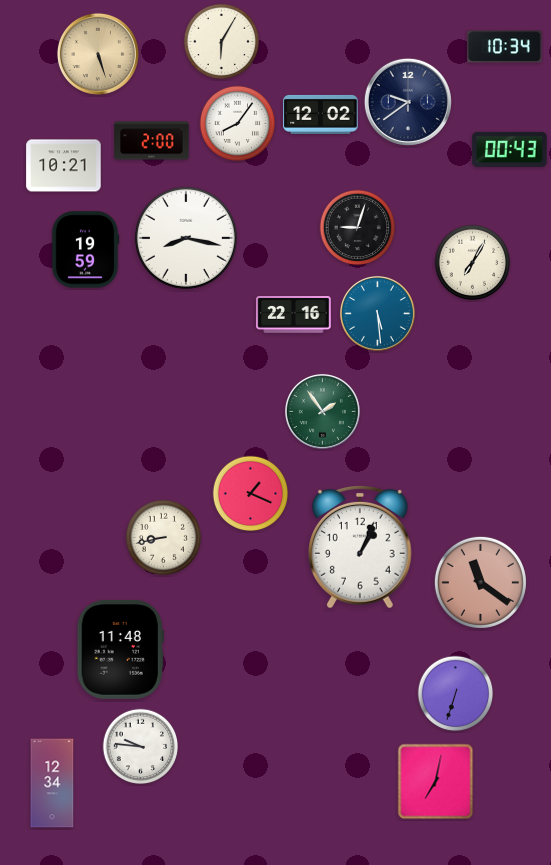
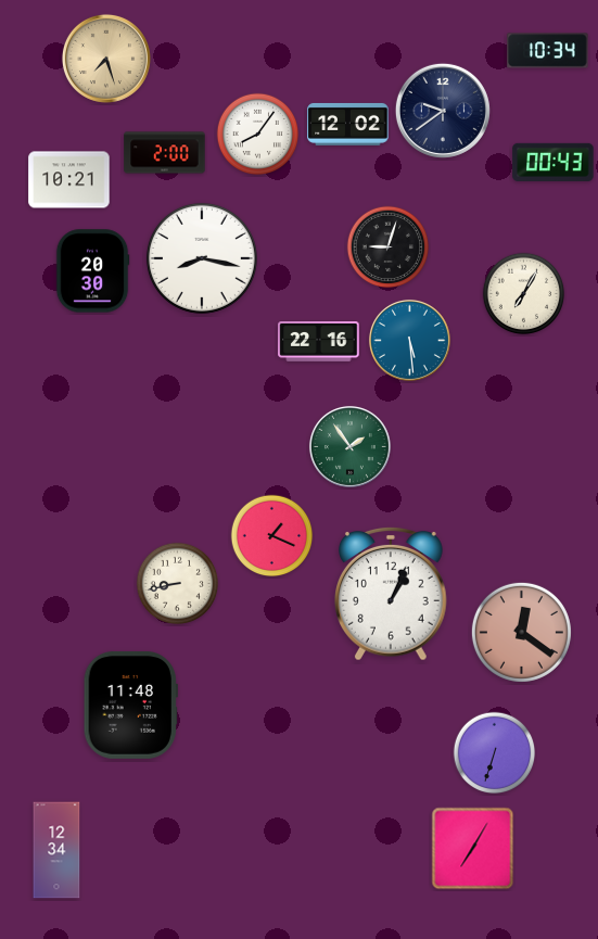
clock at (222, 42): 6:05 -> none
clock at (98, 54): 5:27 -> 7:27
clock at (85, 250): 19:59 -> 20:30
clock at (473, 263) position: (473, 263) -> (524, 294)
clock at (480, 582): 11:21 -> 12:21
clock at (141, 747): 9:46 -> none
clock at (436, 782): 7:02 -> 7:05
